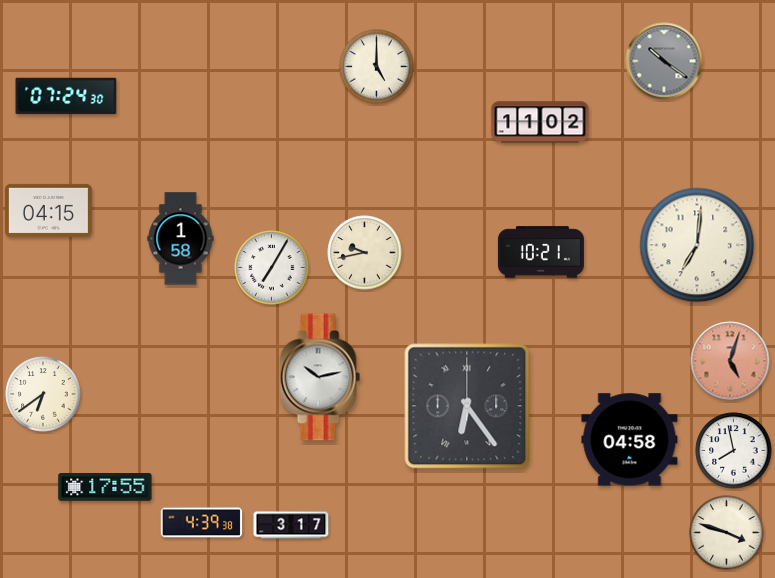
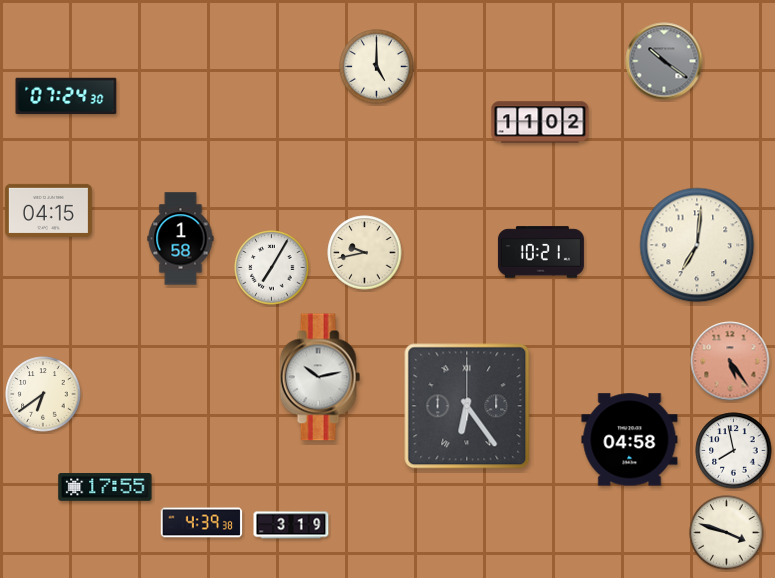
clock at (730, 361): 5:03 -> 5:24
clock at (291, 525): 3:17 -> 3:19
